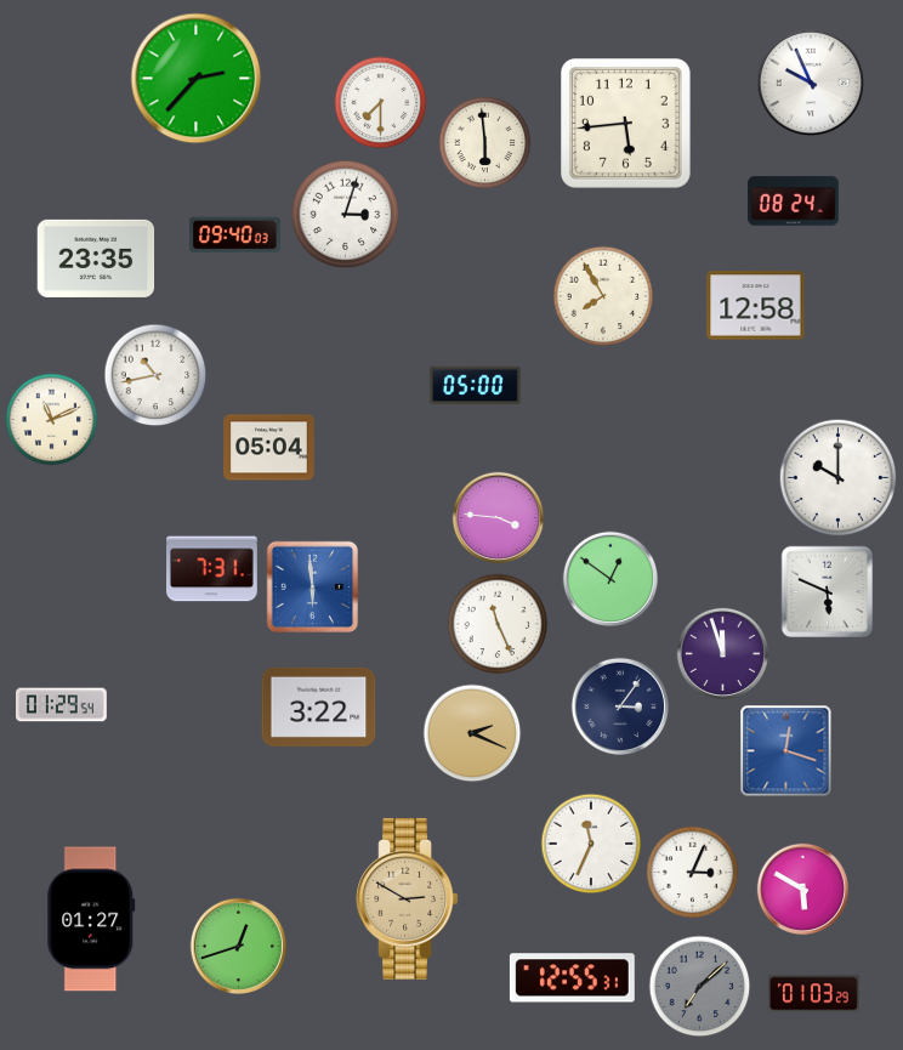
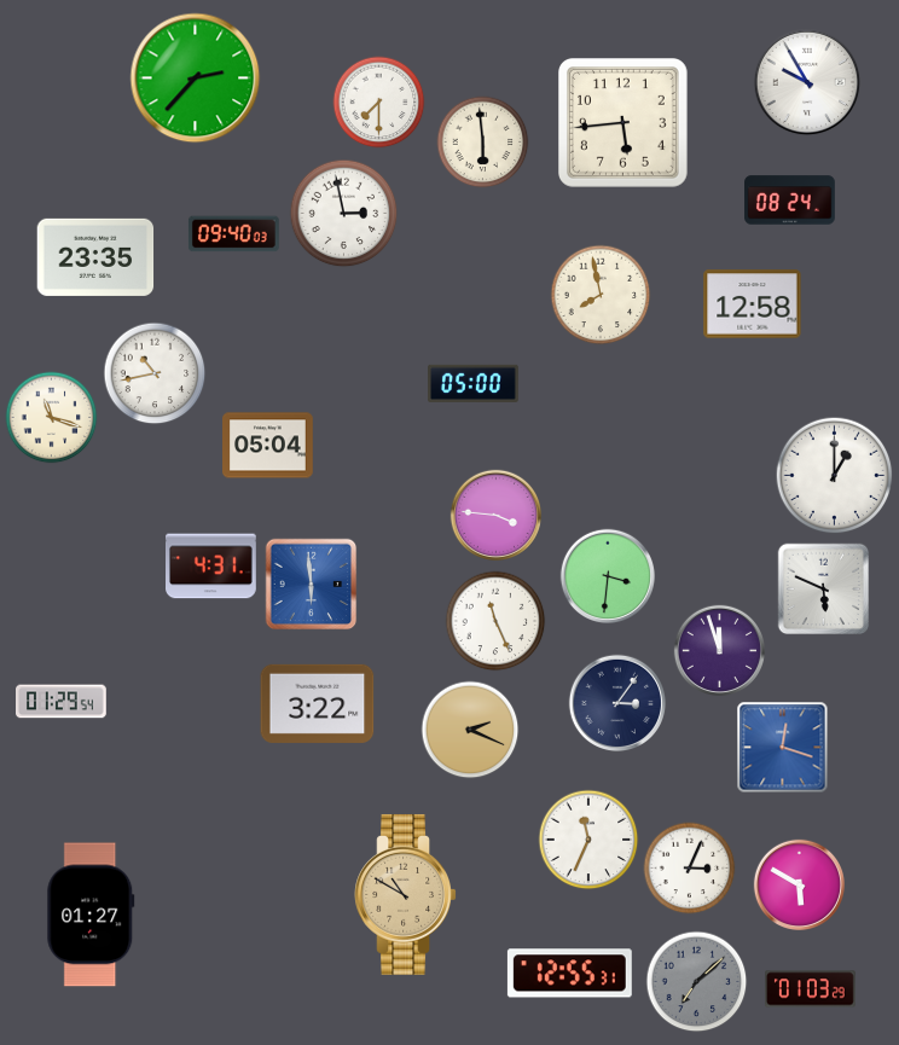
clock at (811, 83): 9:56 -> 9:55
clock at (346, 215): 3:03 -> 2:58
clock at (603, 296): 7:55 -> 7:58
clock at (52, 420): 11:11 -> 11:18
clock at (839, 478): 10:00 -> 1:00
clock at (212, 569): 7:31 -> 4:31
clock at (609, 578): 12:51 -> 3:31
clock at (408, 898): 2:50 -> 10:50
clock at (239, 947): 12:42 -> none
